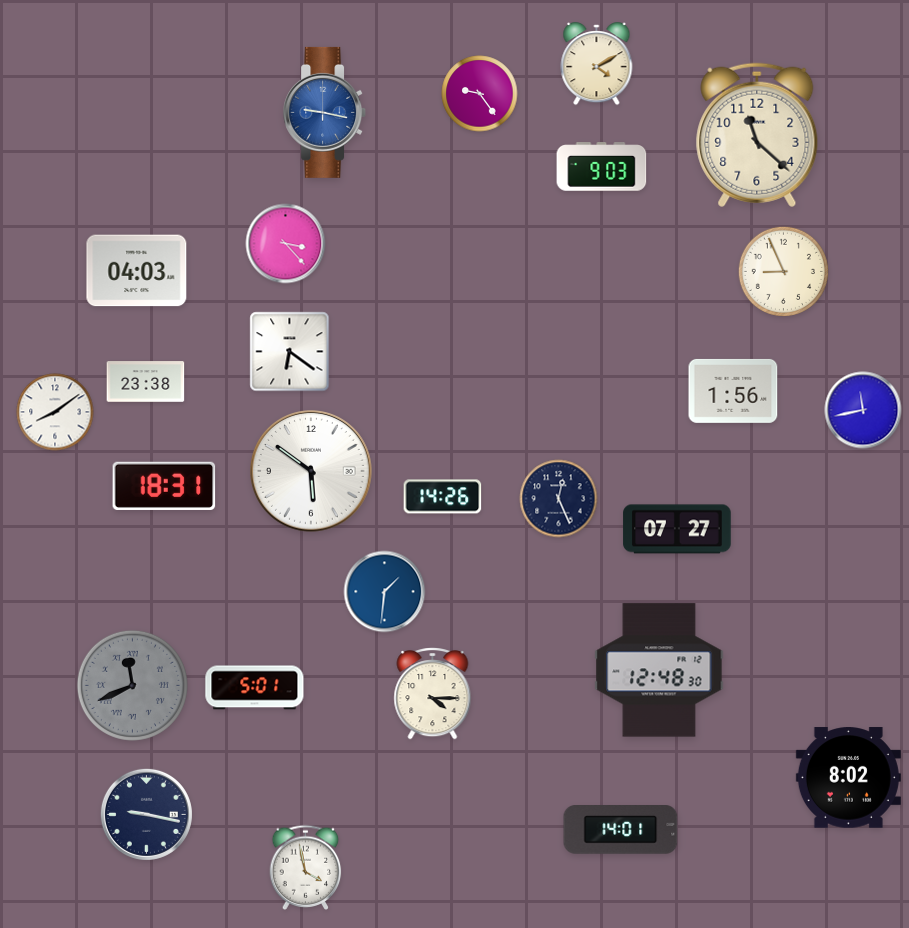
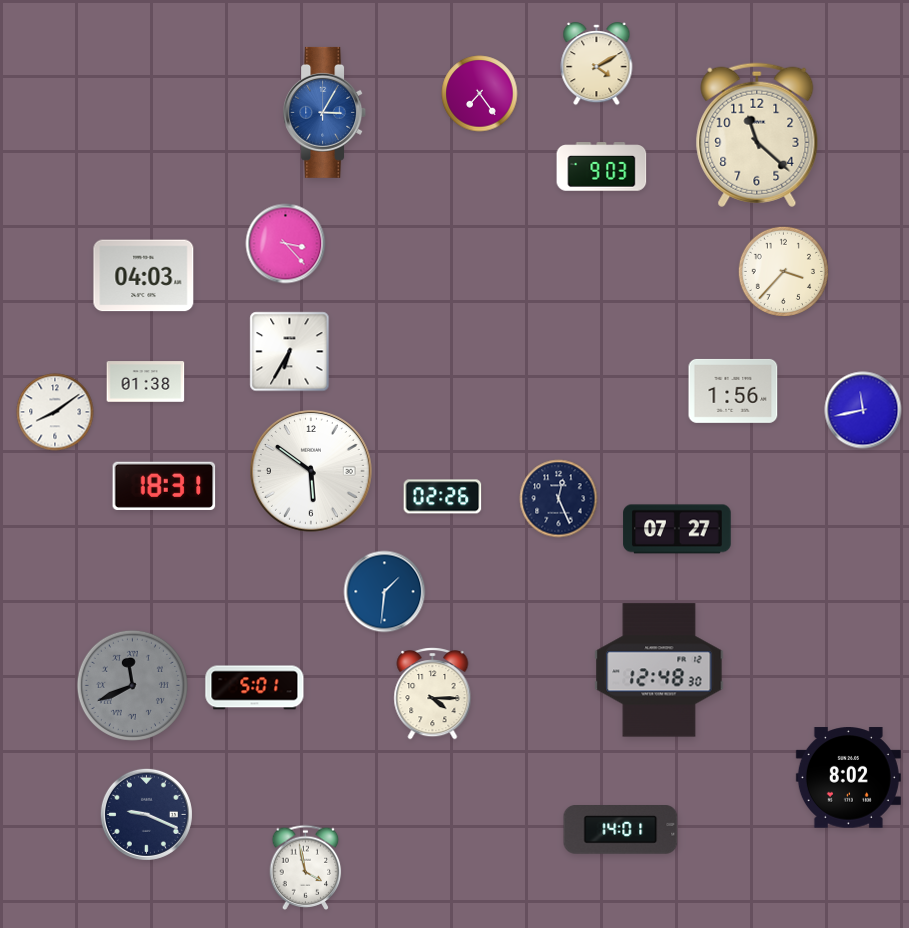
clock at (480, 94): 9:24 -> 7:24
clock at (325, 112): 9:17 -> 3:05
clock at (137, 271) position: (137, 271) -> (144, 276)
clock at (783, 271): 8:56 -> 3:37
clock at (290, 352): 6:21 -> 6:35
clock at (146, 382): 23:38 -> 01:38
clock at (443, 497): 14:26 -> 02:26
clock at (146, 814): 9:17 -> 9:19
